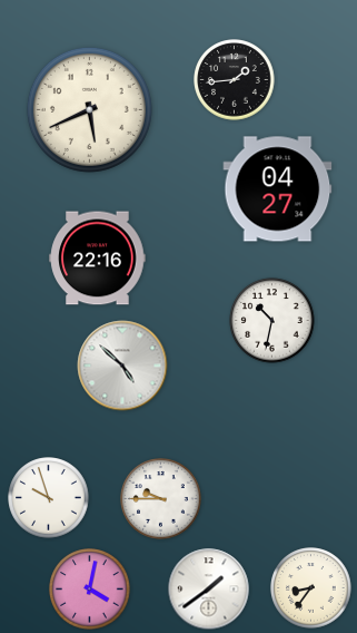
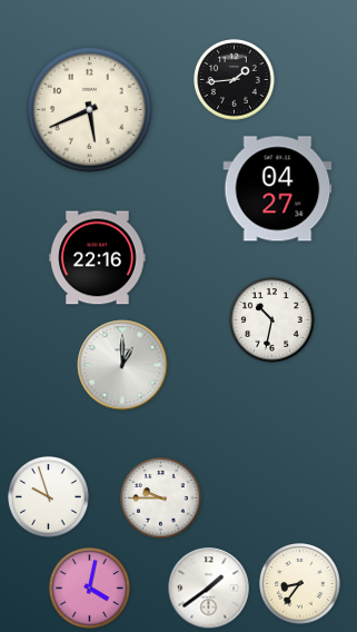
clock at (122, 366): 4:52 -> 1:00
clock at (311, 588) position: (311, 588) -> (300, 584)
